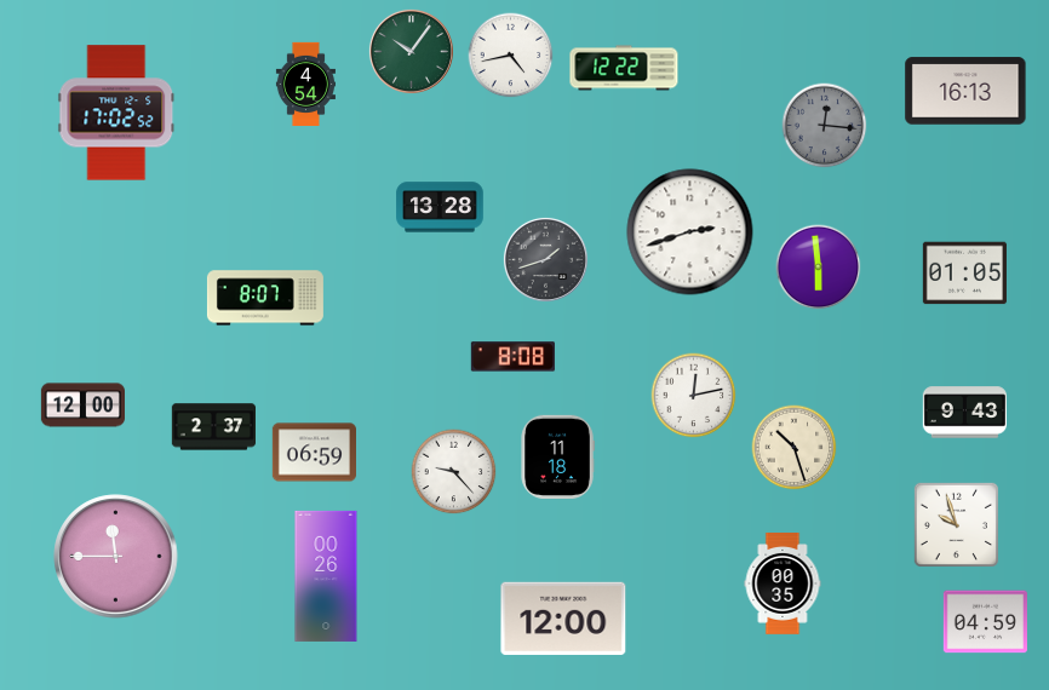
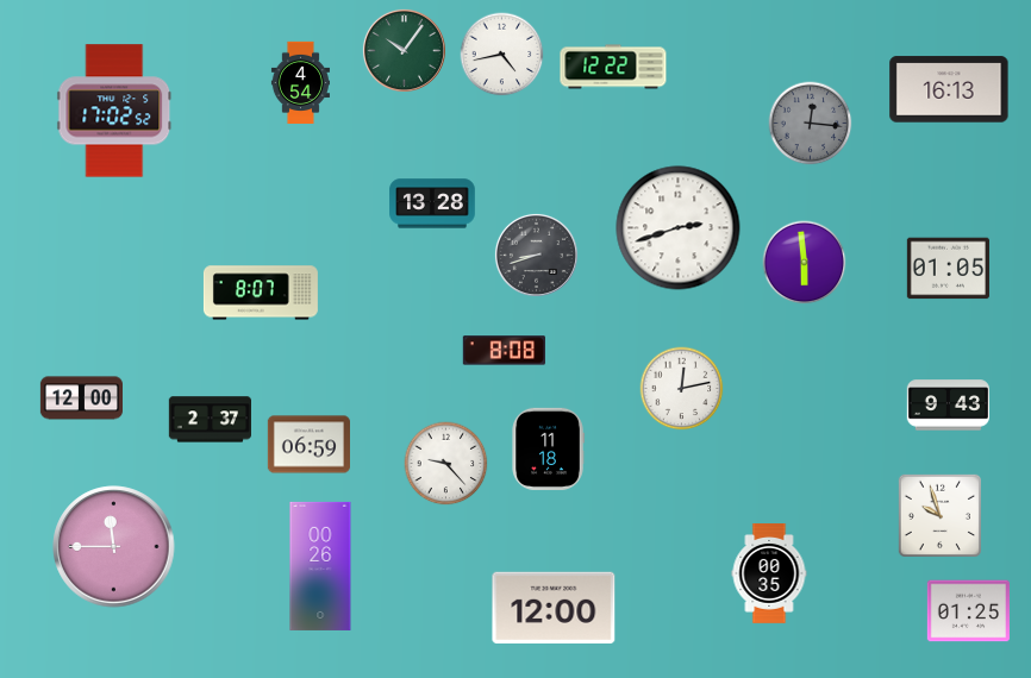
clock at (545, 259): 1:42 -> 8:42
clock at (795, 448): 10:27 -> none
clock at (985, 622): 04:59 -> 01:25
